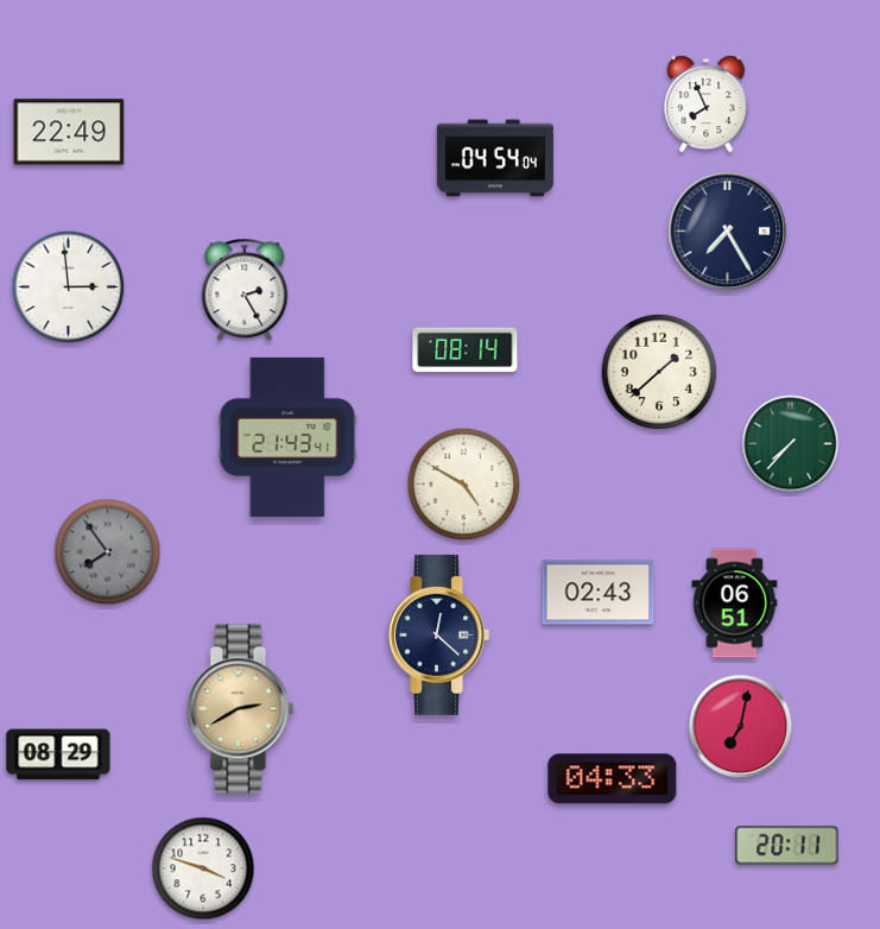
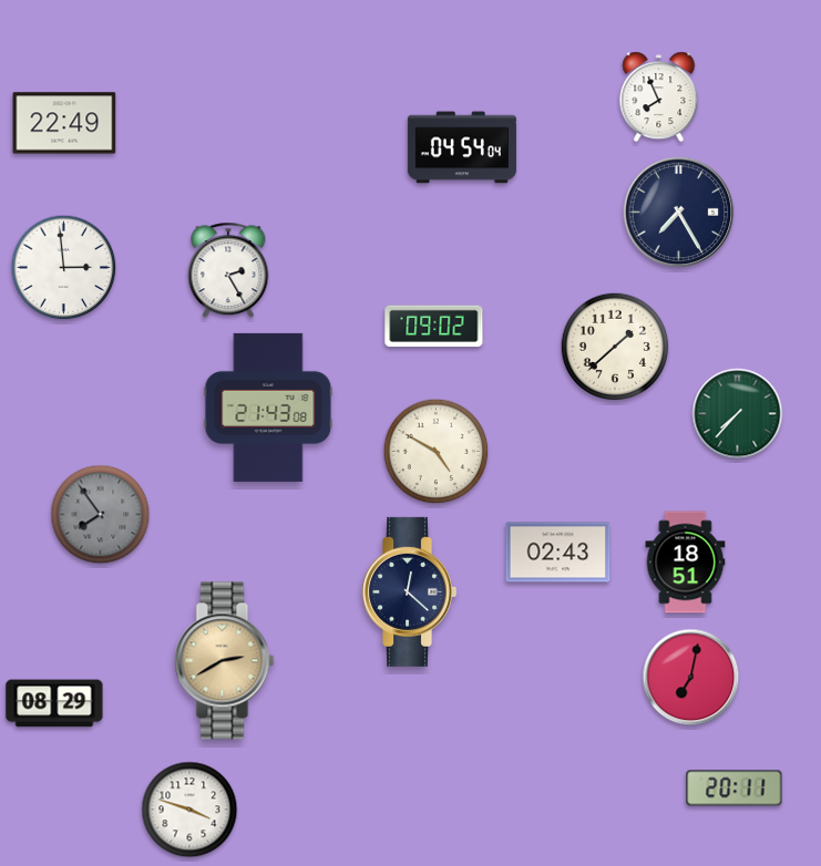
clock at (728, 232) position: (728, 232) -> (679, 213)
clock at (466, 350): 08:14 -> 09:02
clock at (287, 437): 21:43:41 -> 21:43:08
clock at (464, 485) position: (464, 485) -> (437, 452)
clock at (735, 603): 06:51 -> 18:51
clock at (613, 779): 04:33 -> none
